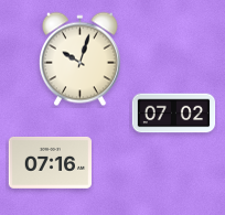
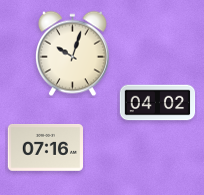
clock at (174, 114): 07:02 -> 04:02
